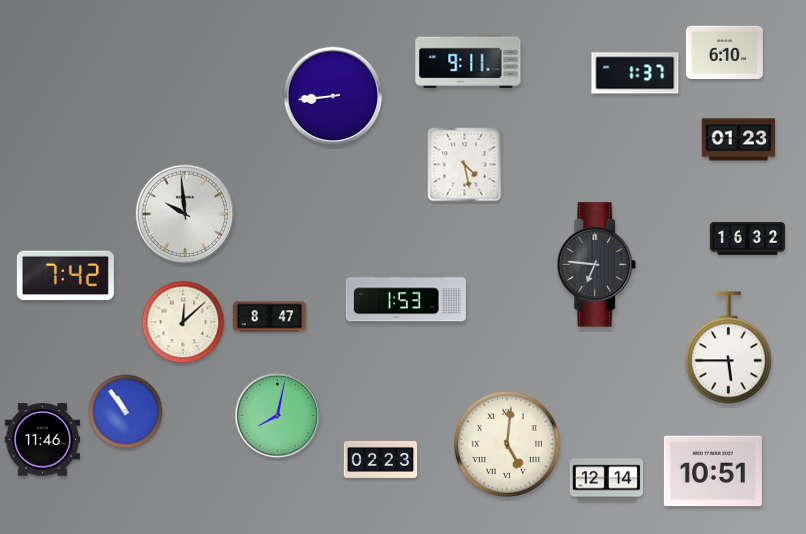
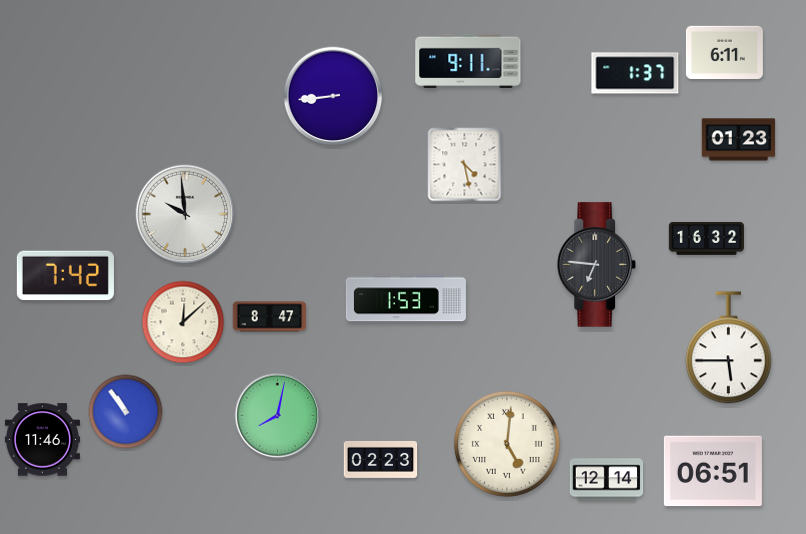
clock at (724, 52): 6:10 -> 6:11
clock at (747, 238) position: (747, 238) -> (706, 238)
clock at (713, 471): 10:51 -> 06:51
